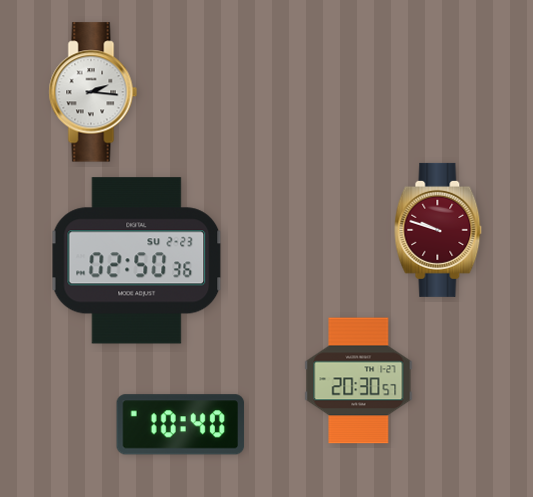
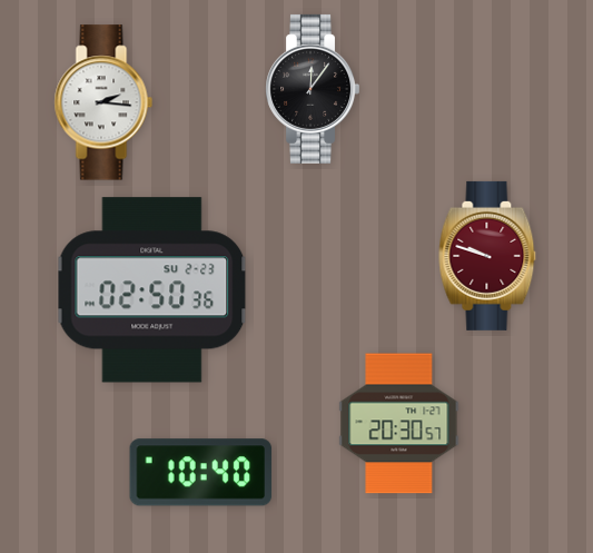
clock at (312, 89): none -> 12:06
